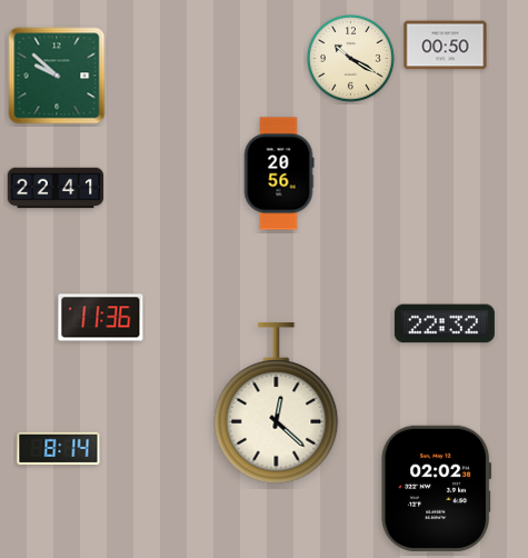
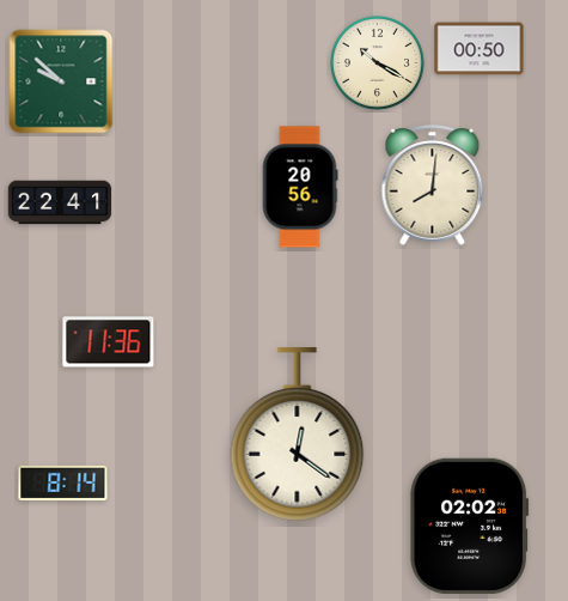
clock at (433, 186): none -> 8:01
clock at (445, 323): 22:32 -> none
clock at (277, 403): 12:22 -> 12:21
